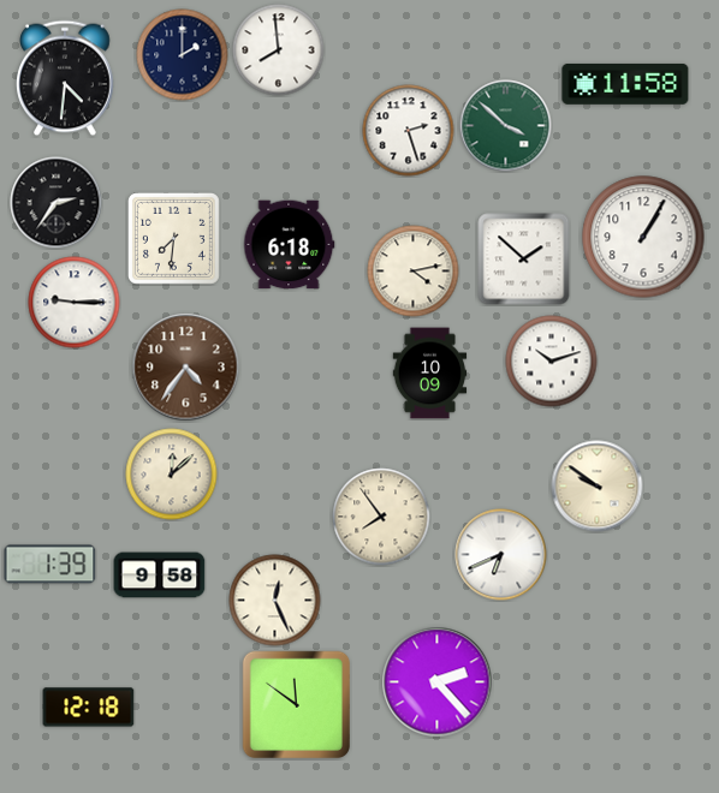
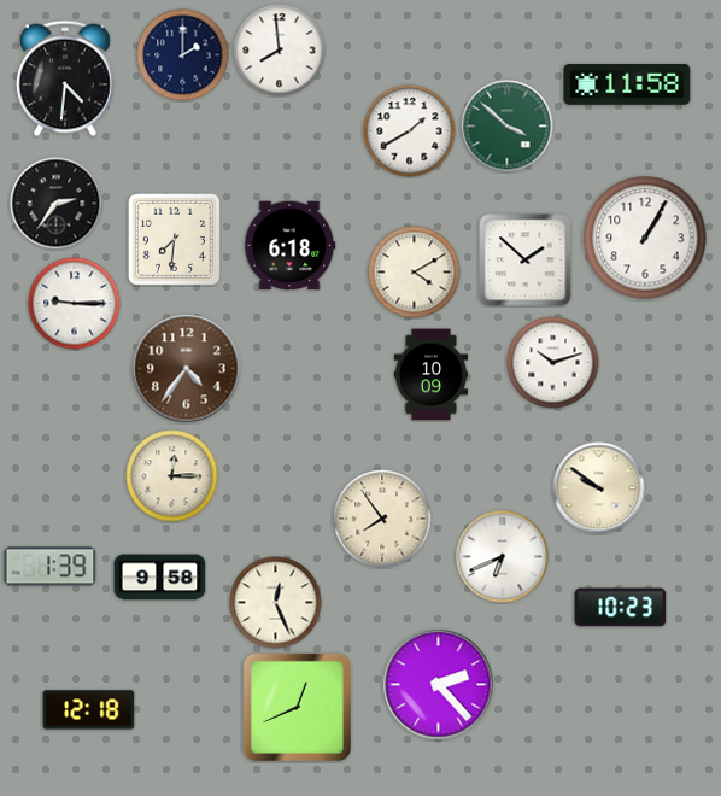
clock at (409, 131): 2:27 -> 1:40
clock at (414, 272): 4:13 -> 4:10
clock at (172, 475): 12:08 -> 12:15
clock at (621, 608): none -> 10:23
clock at (296, 704): 11:51 -> 12:41
